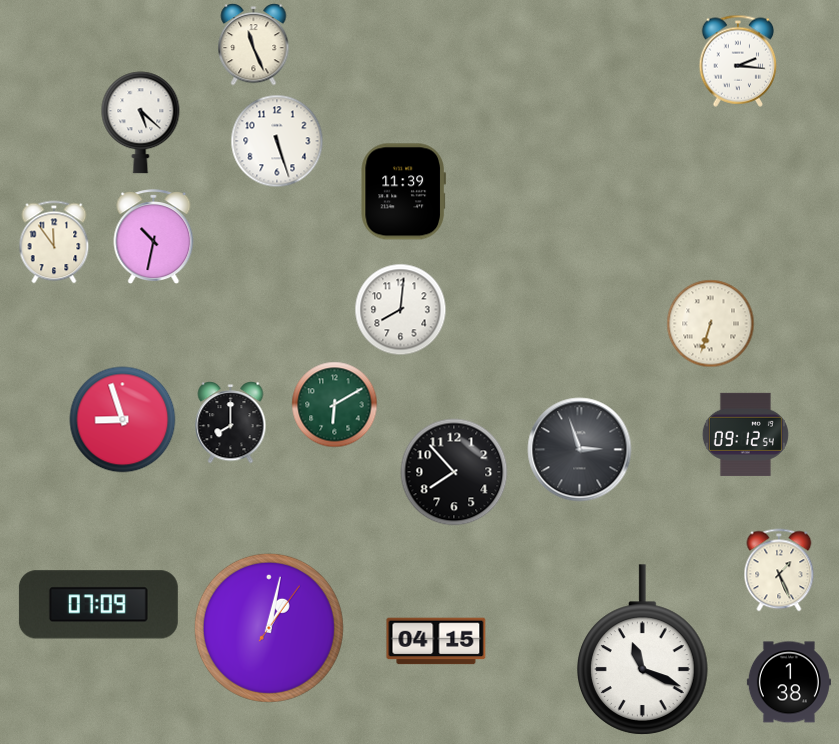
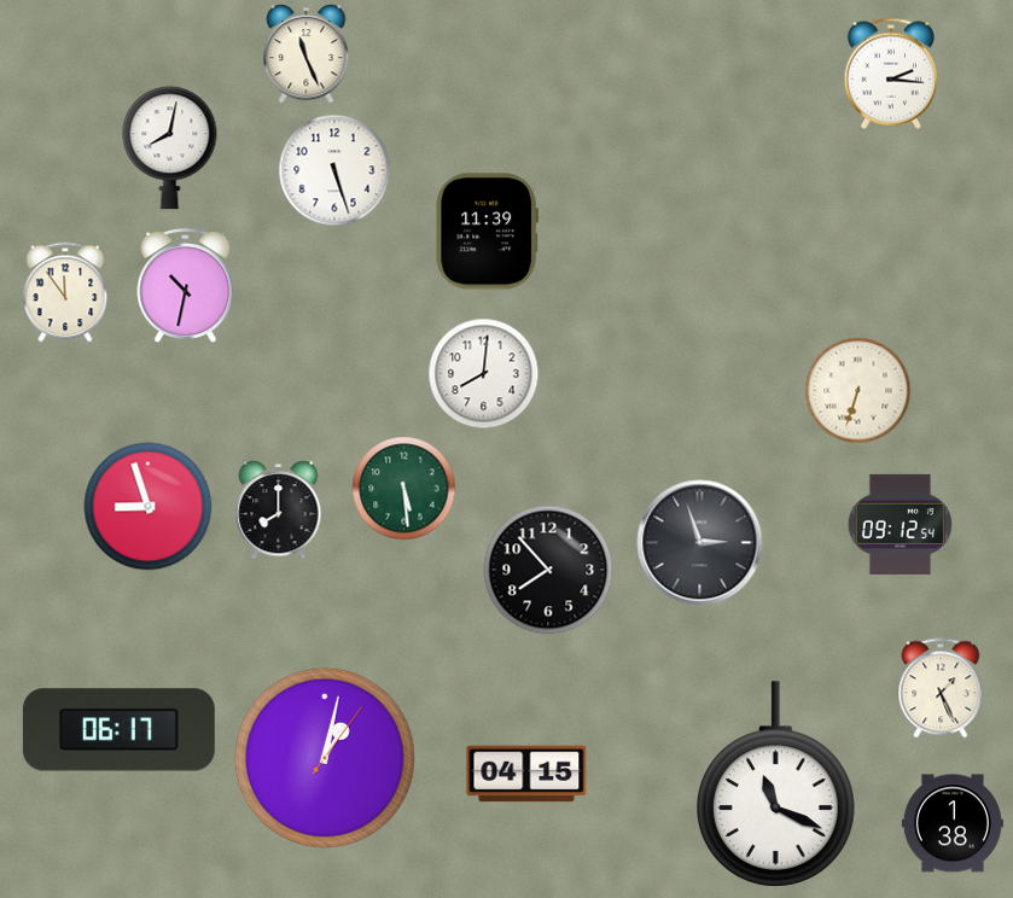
clock at (141, 123): 5:22 -> 8:02
clock at (335, 405): 6:10 -> 5:29
clock at (98, 605): 07:09 -> 06:17
